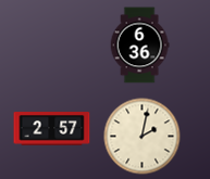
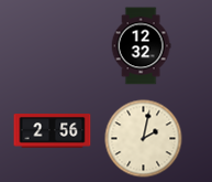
clock at (139, 46): 6:36 -> 12:32
clock at (52, 129): 2:57 -> 2:56
